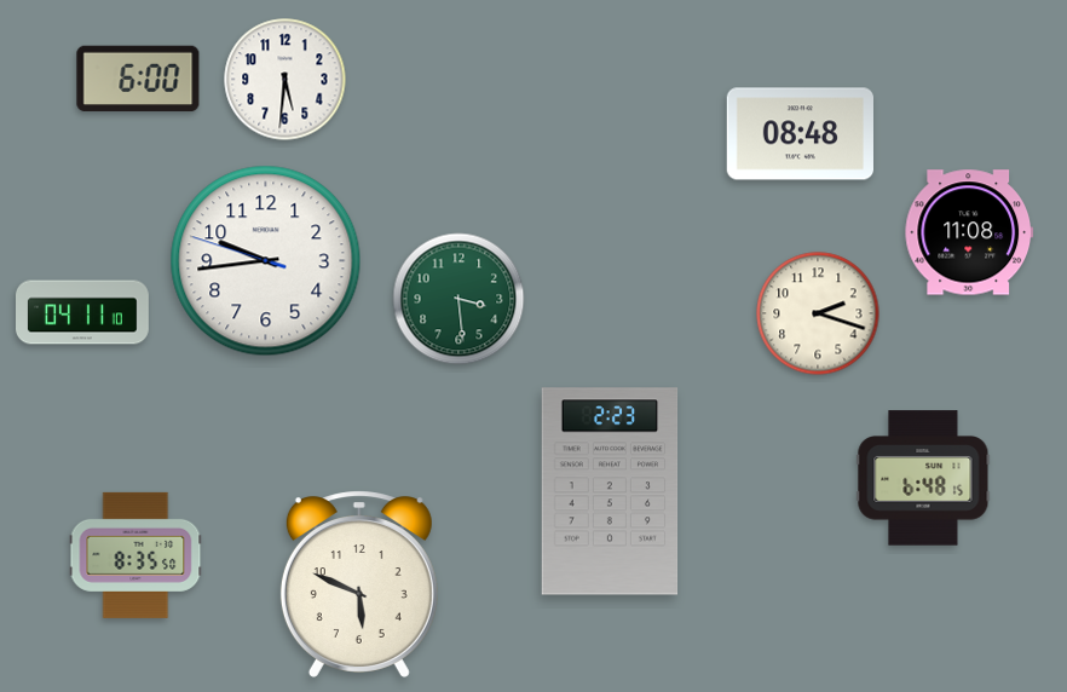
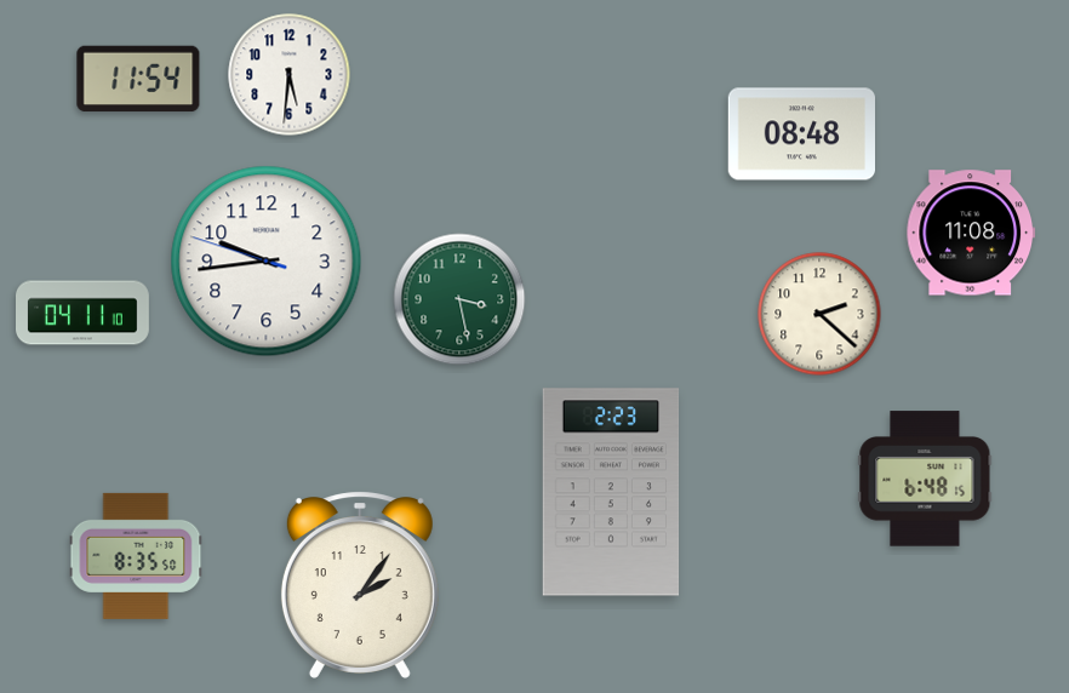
clock at (138, 79): 6:00 -> 11:54
clock at (286, 80) position: (286, 80) -> (290, 75)
clock at (458, 299): 3:29 -> 3:28
clock at (818, 313): 2:18 -> 2:22
clock at (359, 584): 5:49 -> 2:06
